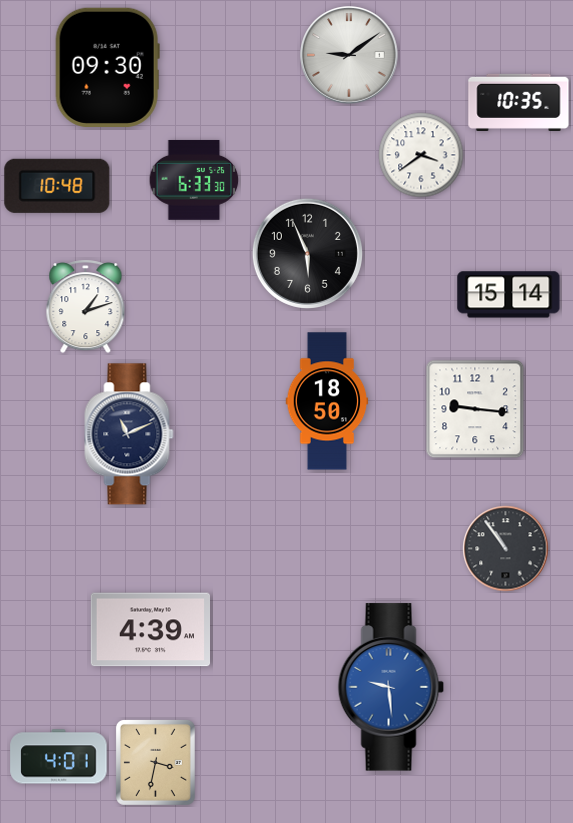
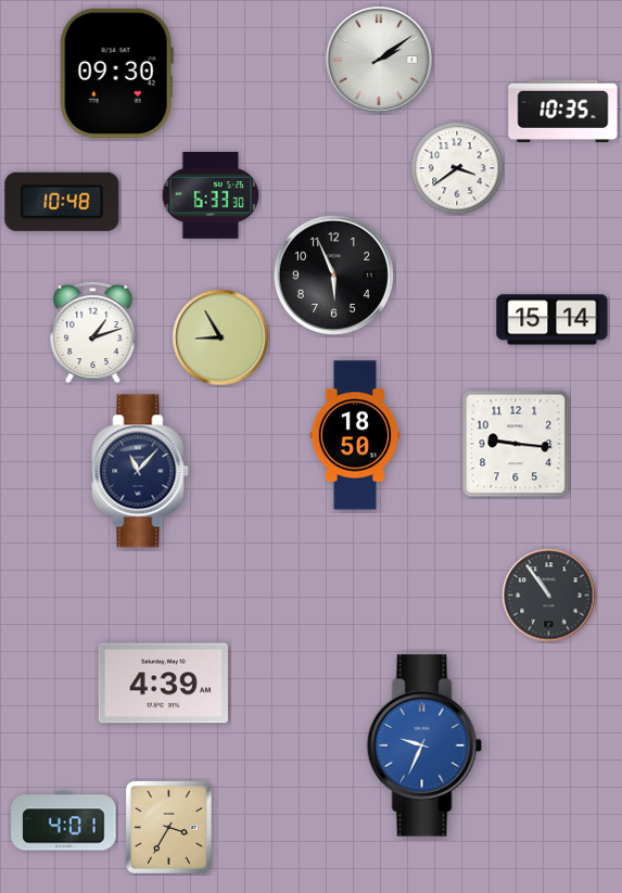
clock at (349, 55): 9:09 -> 2:09
clock at (220, 337): none -> 8:55
clock at (129, 434): 11:11 -> 11:07
clock at (391, 687): 9:29 -> 9:34
clock at (155, 762): 3:32 -> 3:35
